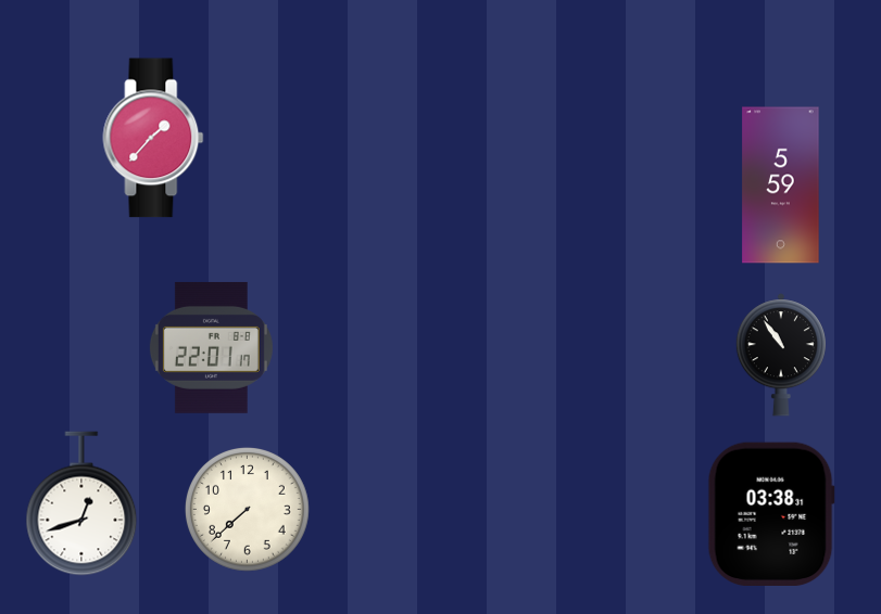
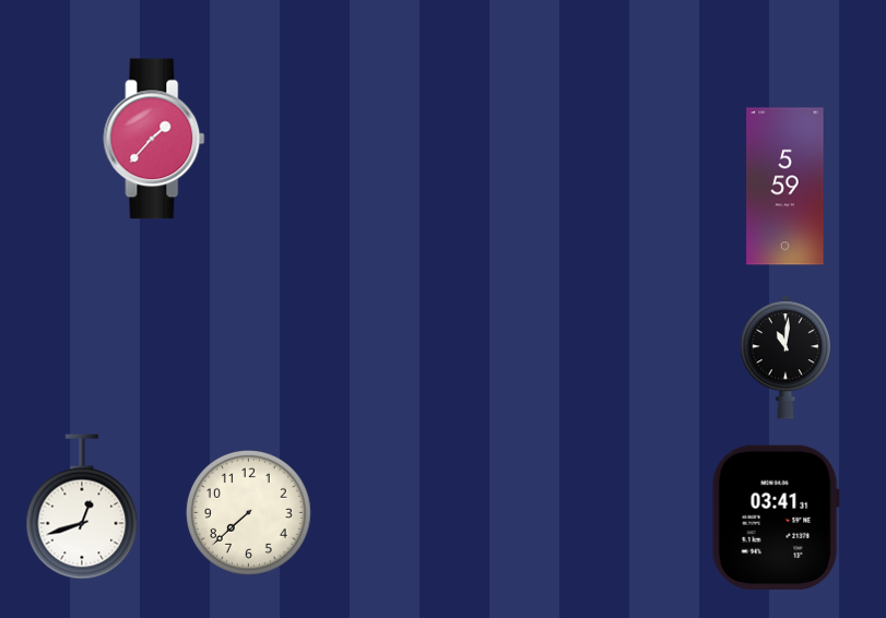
clock at (211, 347): 22:01 -> none
clock at (781, 355): 10:54 -> 11:01
clock at (771, 514): 03:38 -> 03:41
